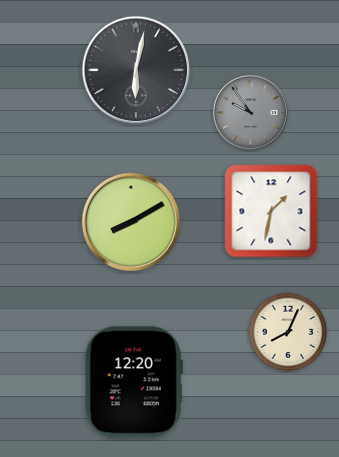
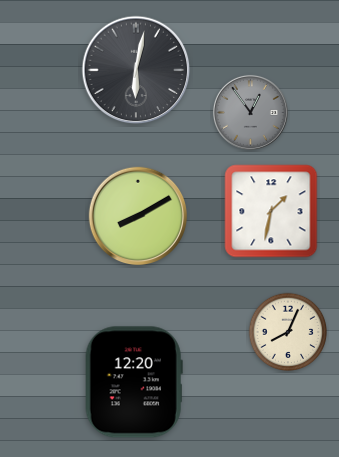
clock at (250, 112): 9:54 -> 12:54
clock at (131, 222) position: (131, 222) -> (138, 216)
